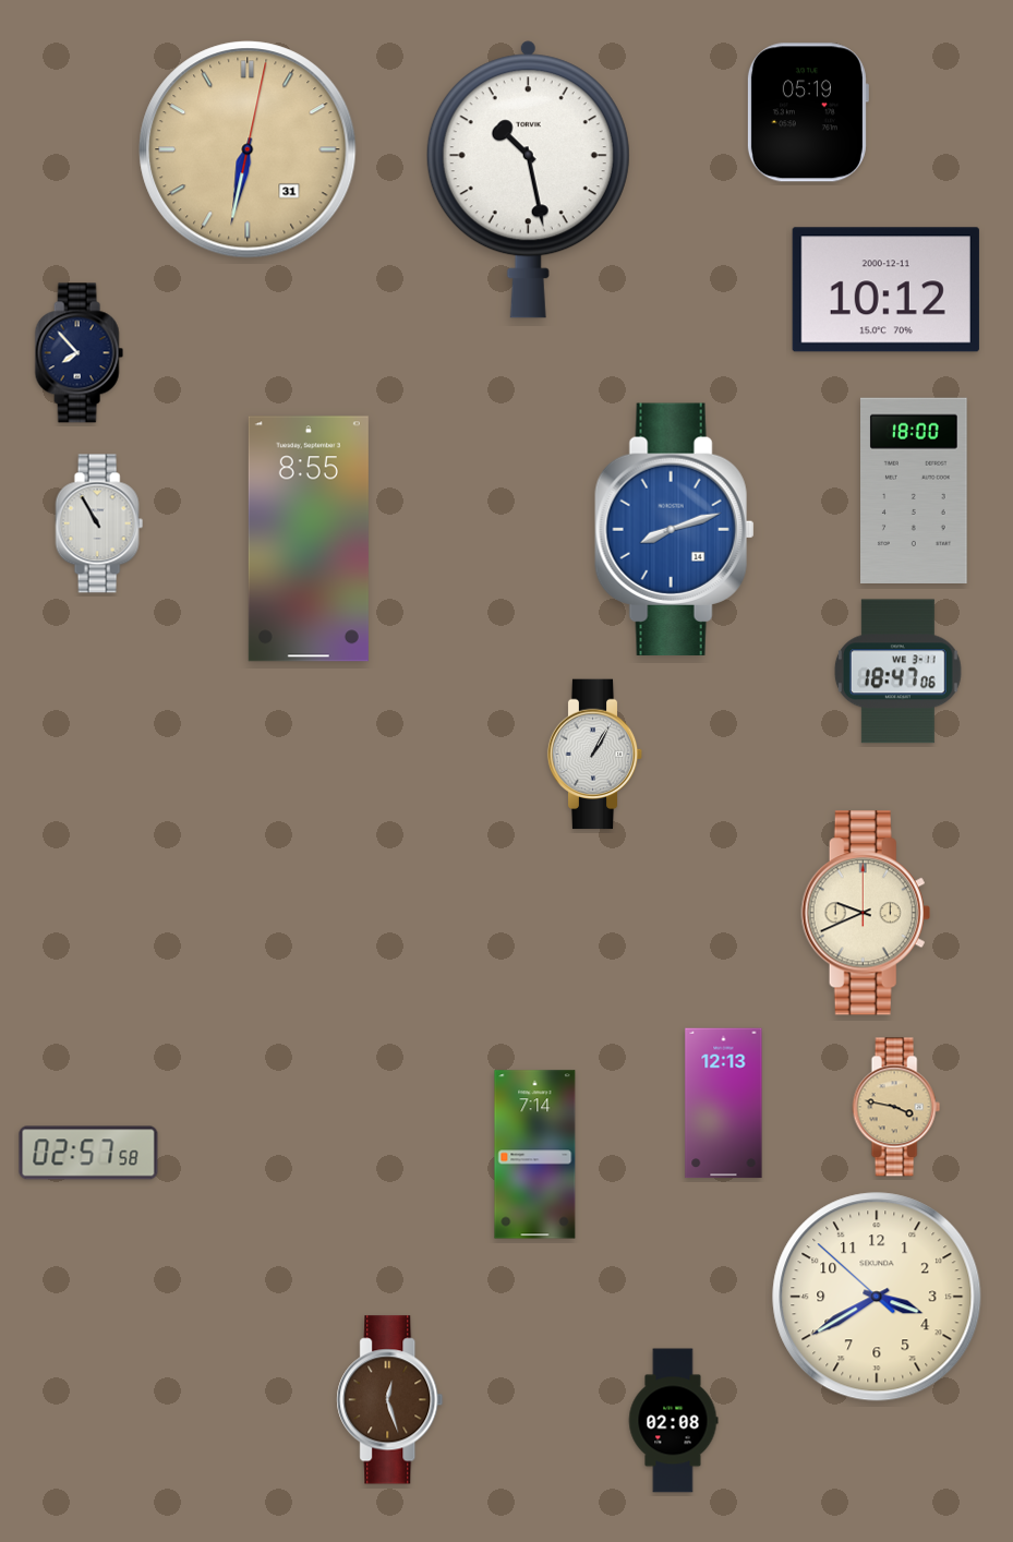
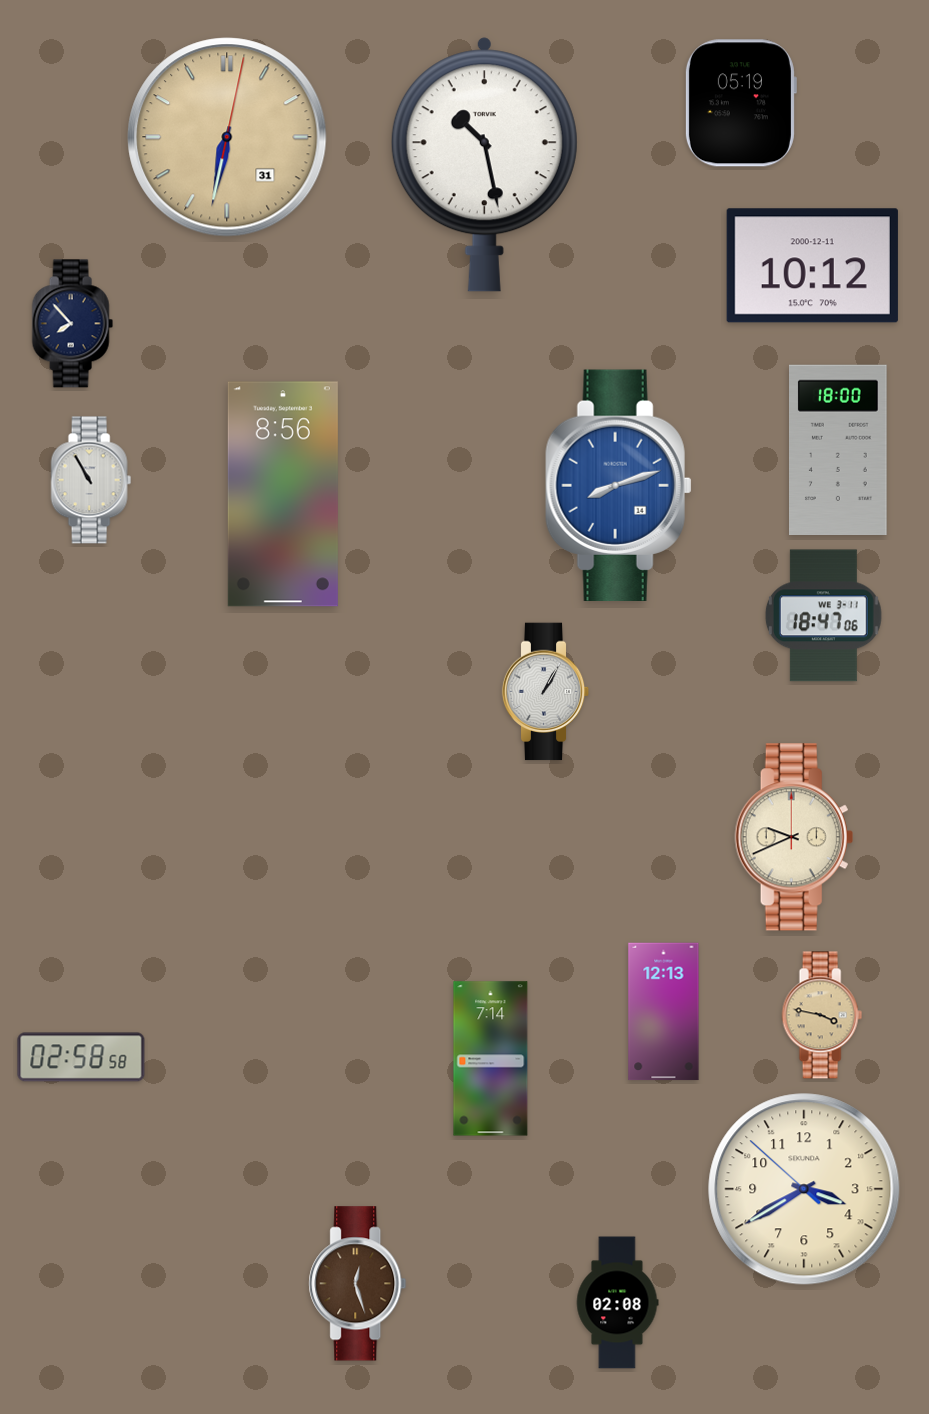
clock at (309, 539): 8:55 -> 8:56
clock at (88, 1153): 02:57 -> 02:58
